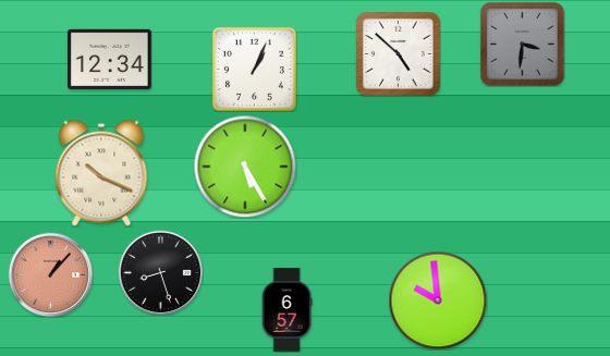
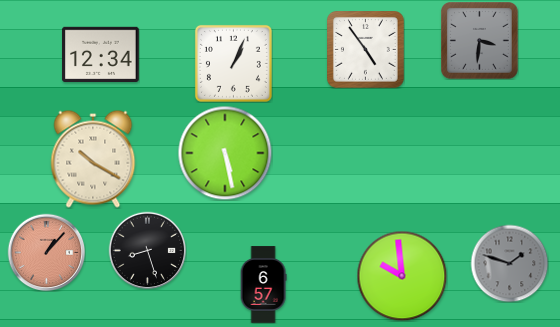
clock at (399, 54): 4:52 -> 4:54
clock at (245, 167): 5:25 -> 5:28
clock at (101, 173): 10:19 -> 10:20
clock at (509, 263): none -> 1:48
